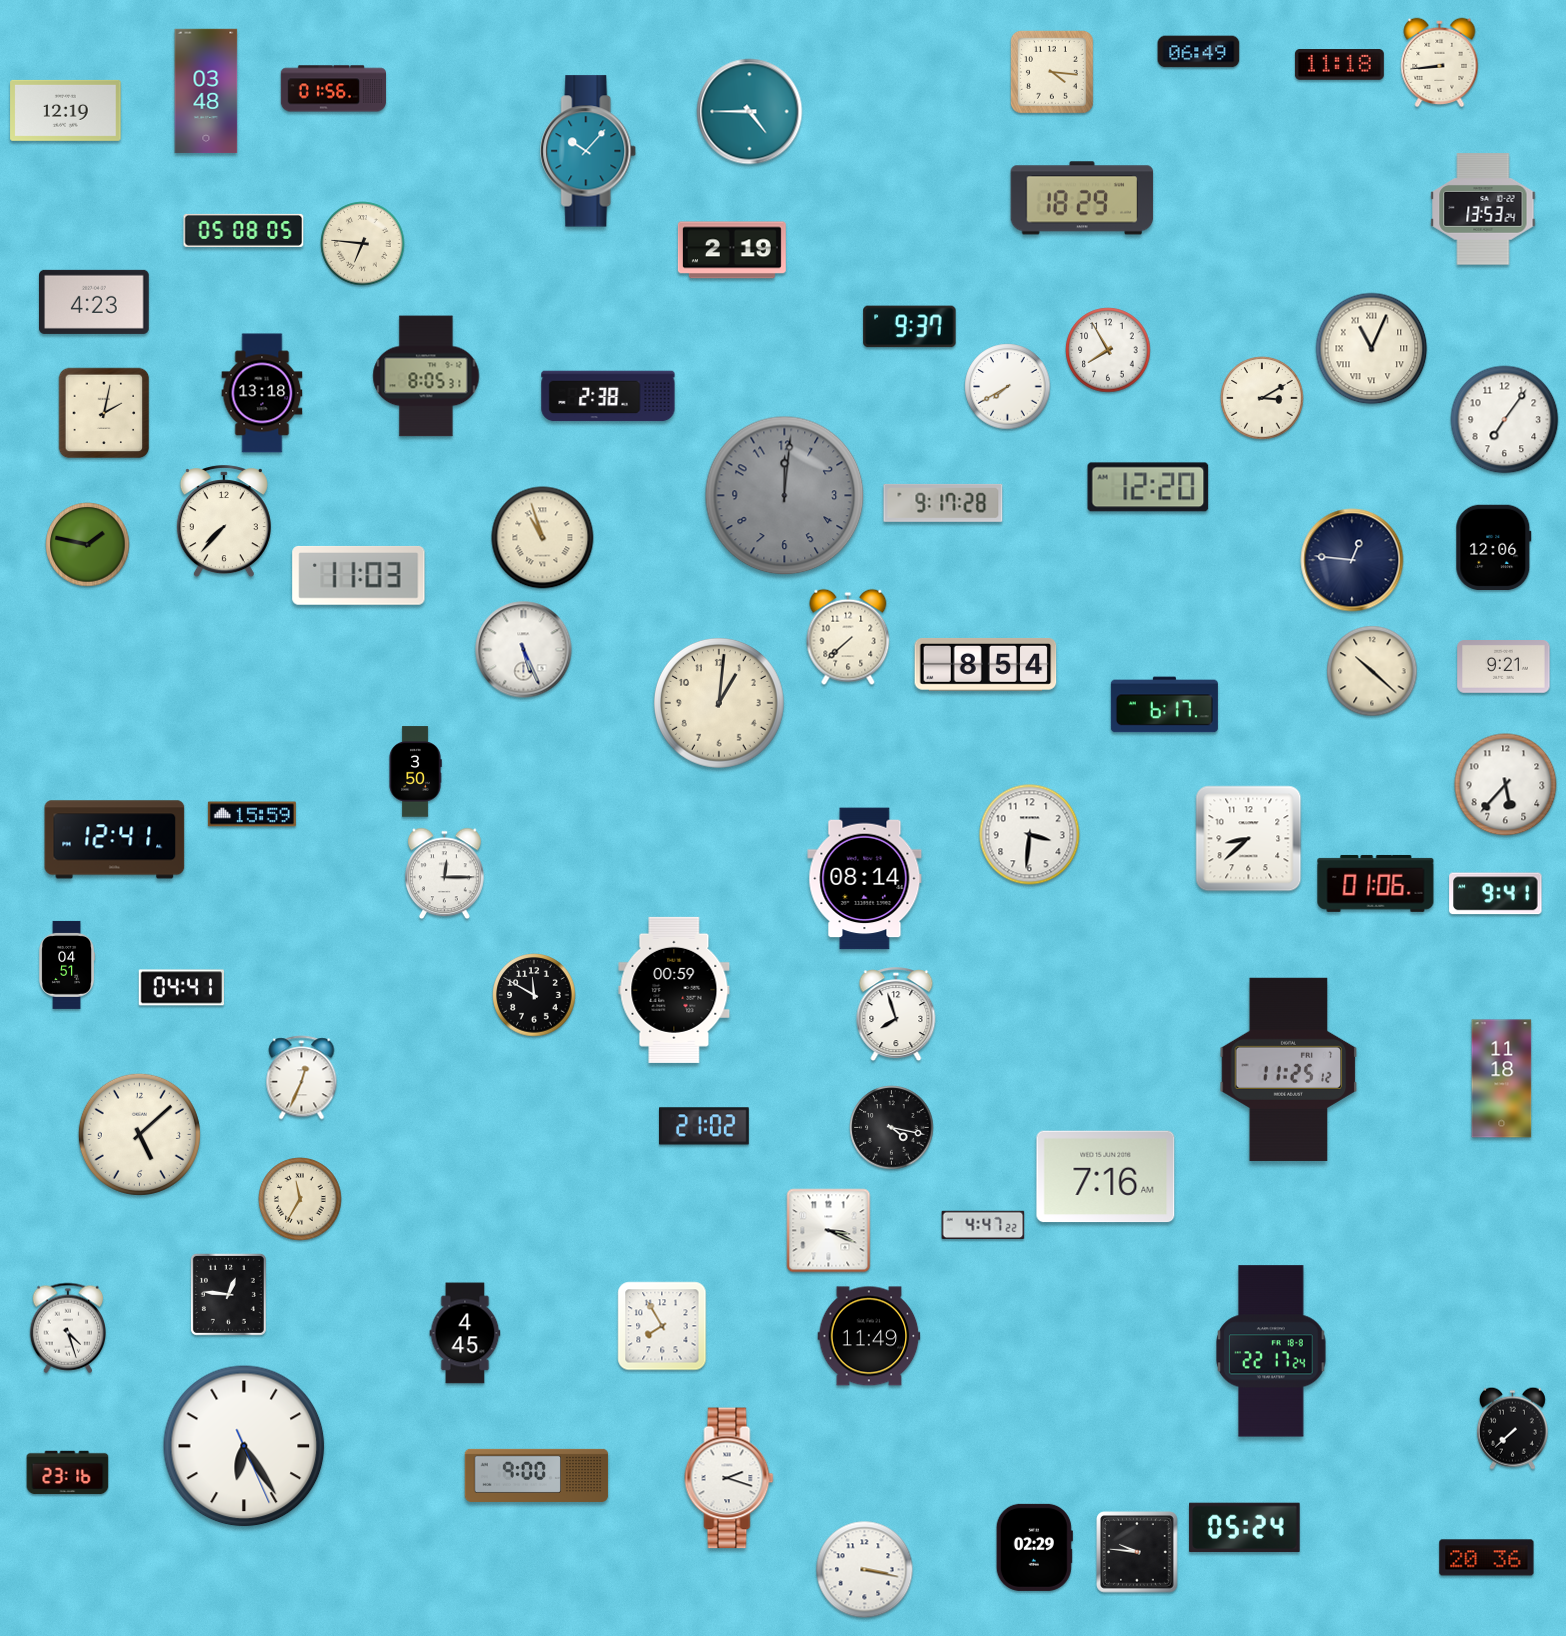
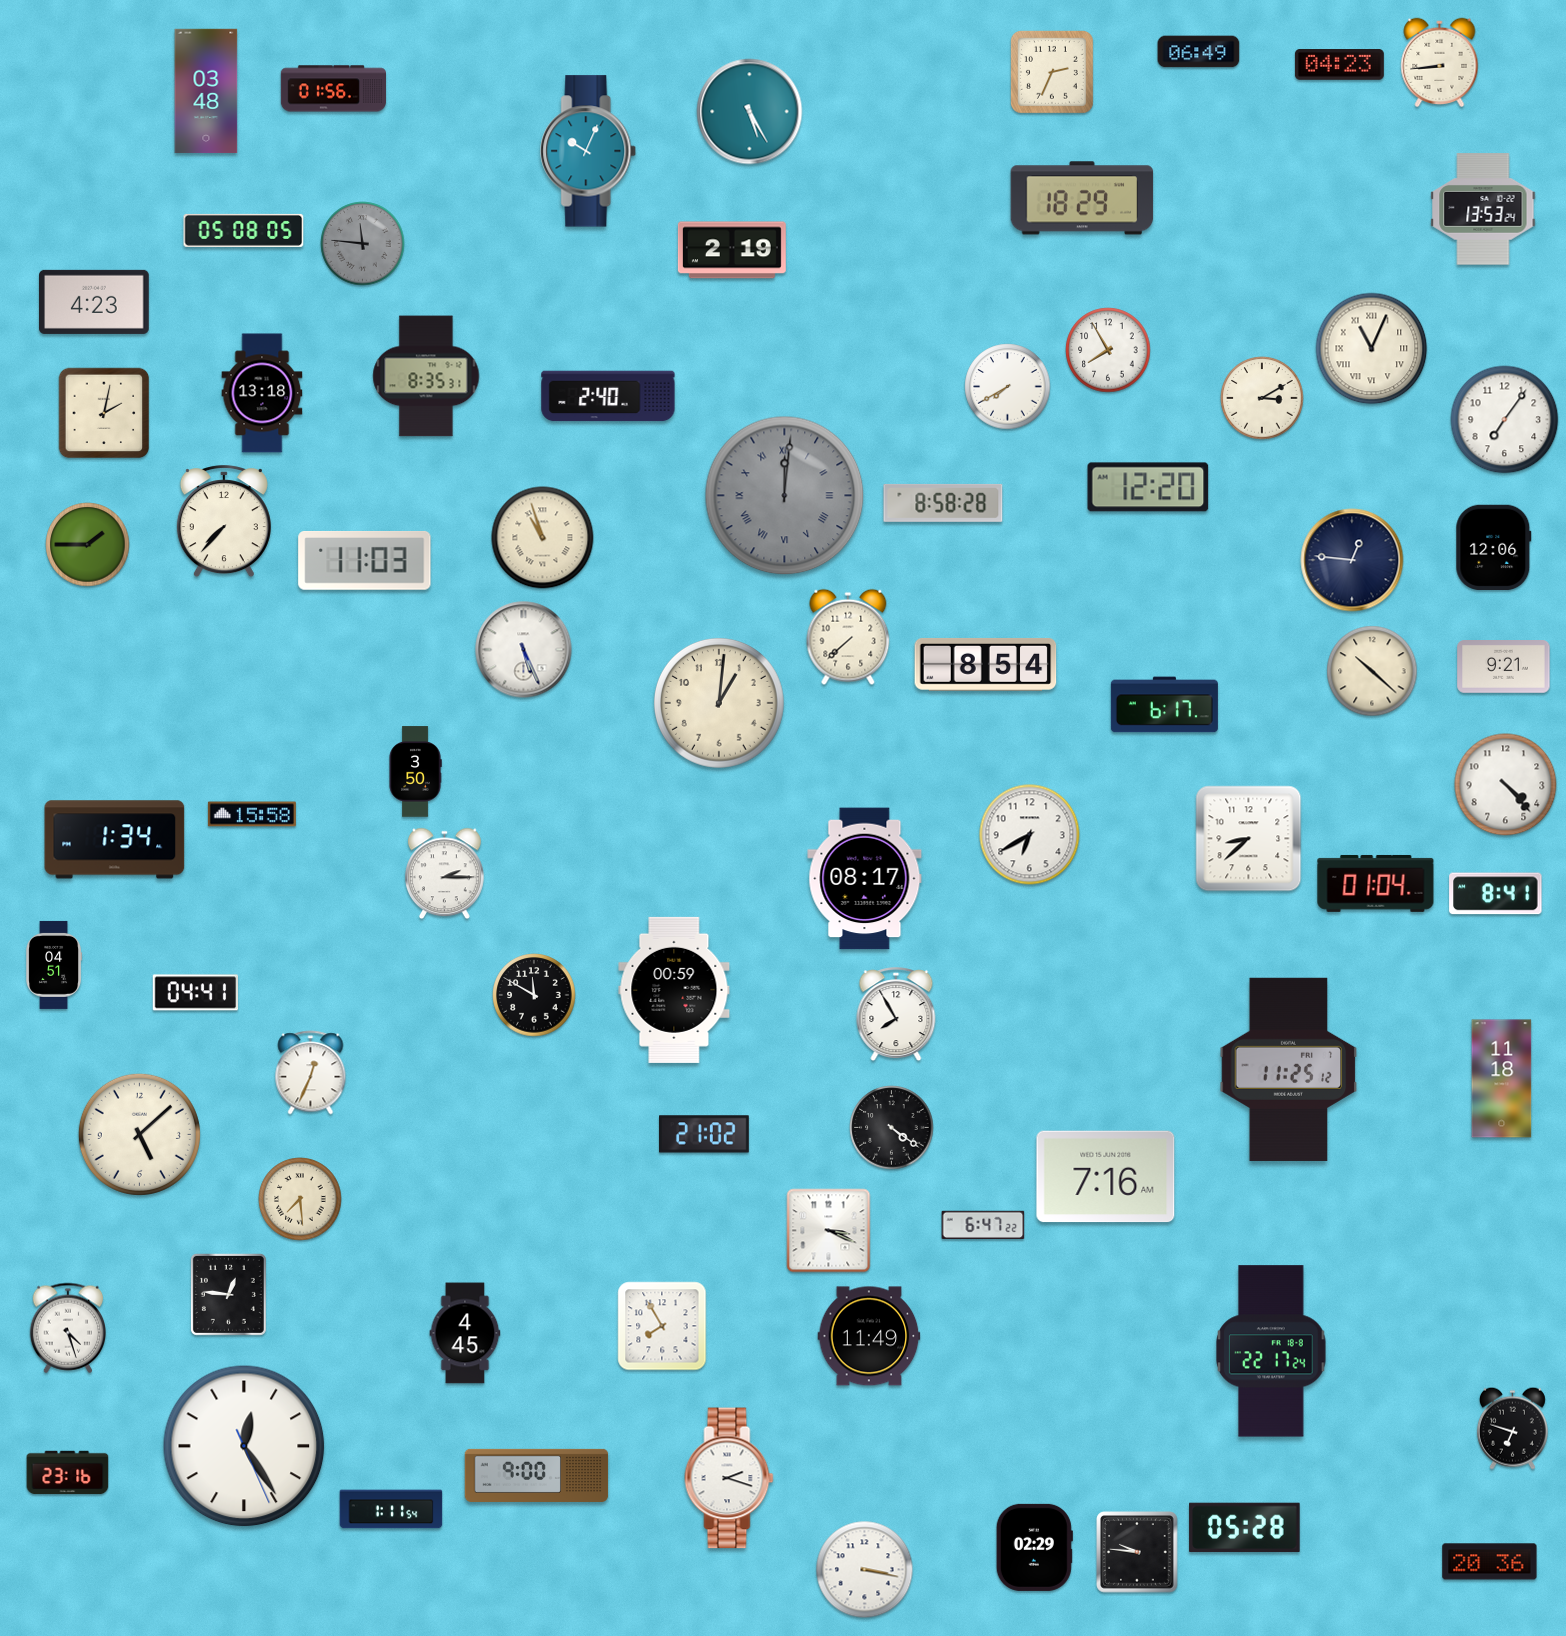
clock at (1339, 65): 11:18 -> 04:23
clock at (1052, 72): 4:16 -> 2:34
clock at (66, 110): 12:19 -> none
clock at (750, 112): 4:45 -> 5:25
clock at (589, 151): 10:07 -> 10:04
clock at (363, 244): 6:46 -> 11:46
clock at (363, 244) dial: cream -> grey
clock at (910, 327): 9:37 -> none
clock at (426, 376): 8:05 -> 8:35
clock at (608, 396): 2:38 -> 2:40
clock at (785, 496) numerals: Arabic -> Roman
clock at (943, 503): 9:17 -> 8:58
clock at (88, 545): 1:47 -> 1:45
clock at (359, 575) position: (359, 575) -> (365, 560)
clock at (1506, 785): 5:37 -> 4:23
clock at (252, 814): 15:59 -> 15:58
clock at (1030, 835): 3:31 -> 6:40
clock at (115, 840): 12:41 -> 1:34
clock at (444, 874): 12:15 -> 2:15
clock at (865, 879): 08:14 -> 08:17
clock at (1376, 883): 01:06 -> 01:04
clock at (1496, 894): 9:41 -> 8:41
clock at (67, 965) position: (67, 965) -> (54, 965)
clock at (181, 988) position: (181, 988) -> (195, 993)
clock at (896, 1015): 7:57 -> 7:55
clock at (302, 1078) position: (302, 1078) -> (311, 1073)
clock at (705, 1126) position: (705, 1126) -> (705, 1134)
clock at (892, 1128): 4:17 -> 4:21
clock at (300, 1199): 11:35 -> 7:29
clock at (983, 1224): 4:47 -> 6:47
clock at (1512, 1428): 7:38 -> 6:48
clock at (244, 1446): 6:24 -> 12:24
clock at (391, 1509): none -> 1:11
clock at (1245, 1528): 05:24 -> 05:28
clock at (1487, 1558) position: (1487, 1558) -> (1490, 1562)
